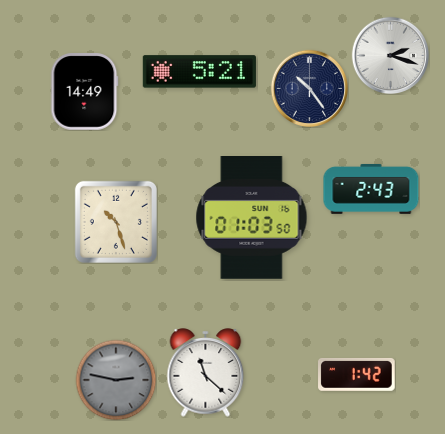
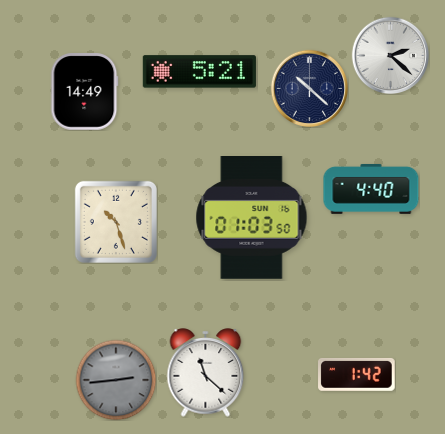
clock at (390, 55): 2:18 -> 2:22
clock at (309, 88): 10:24 -> 10:22
clock at (371, 189): 2:43 -> 4:40
clock at (116, 380): 2:47 -> 2:44
